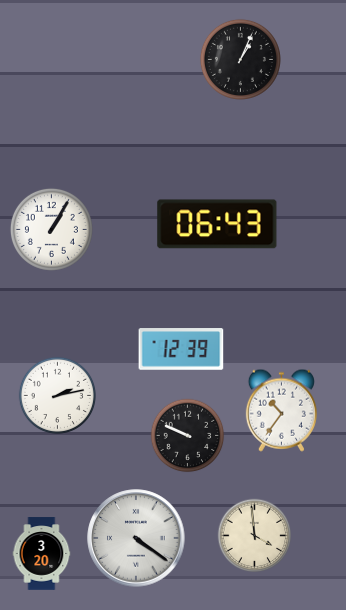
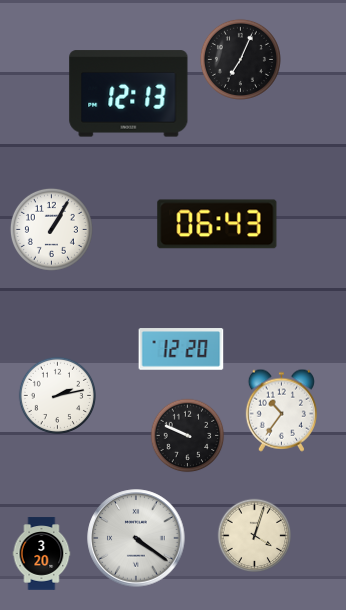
clock at (240, 59): 1:04 -> 7:04
clock at (129, 94): none -> 12:13
clock at (181, 349): 12:39 -> 12:20
clock at (255, 536): 3:59 -> 4:03
